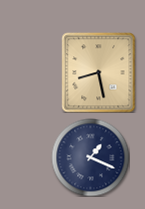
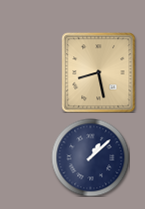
clock at (90, 157): 1:19 -> 1:08
